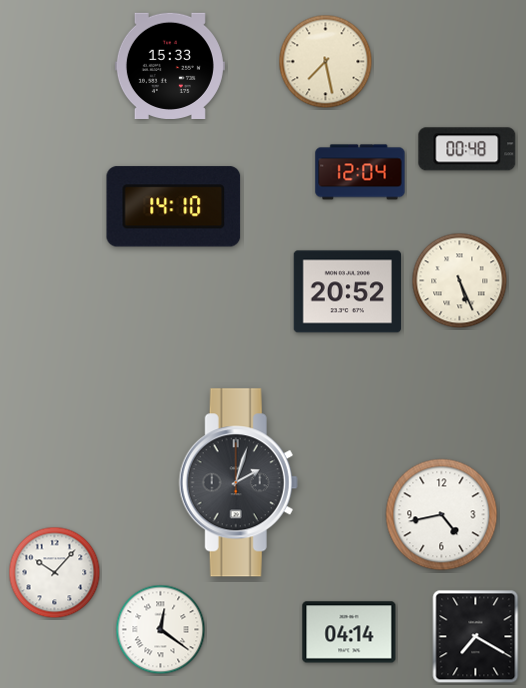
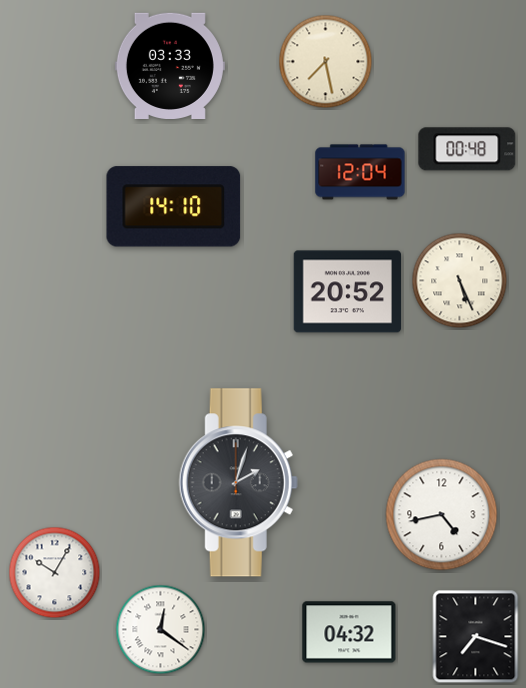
clock at (170, 65): 15:33 -> 03:33
clock at (55, 573): 10:07 -> 10:05
clock at (349, 632): 04:14 -> 04:32
clock at (476, 637): 7:20 -> 7:18
